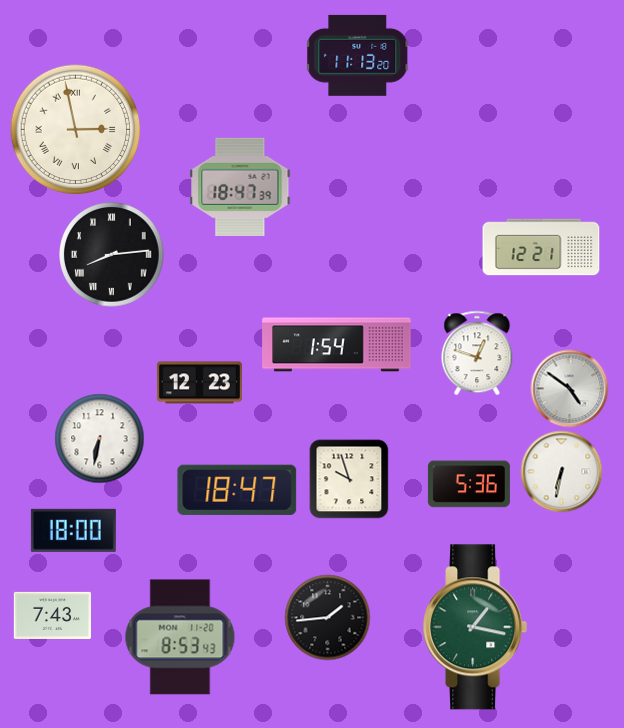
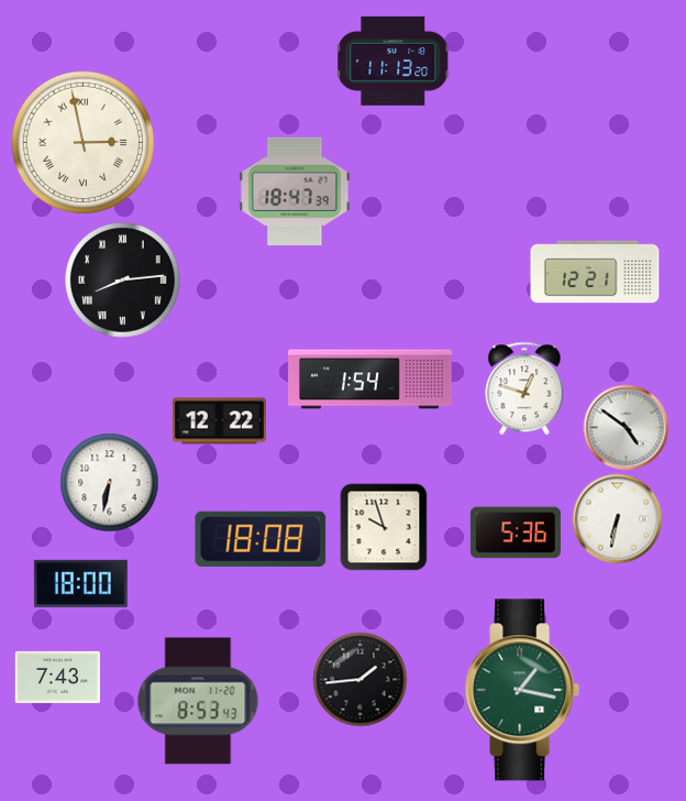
clock at (240, 187) position: (240, 187) -> (295, 191)
clock at (199, 383): 12:23 -> 12:22
clock at (237, 490): 18:47 -> 18:08
